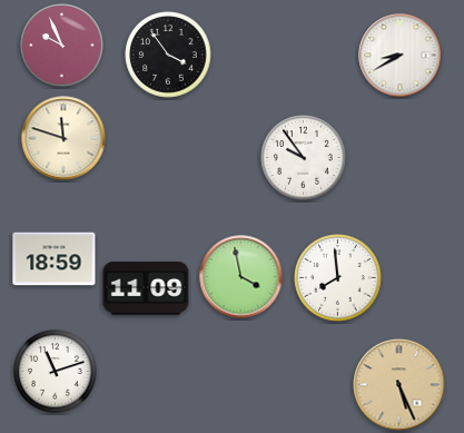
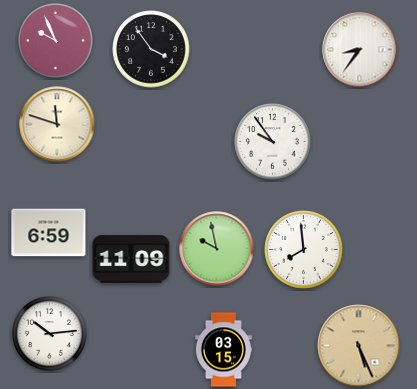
clock at (401, 56): 8:40 -> 8:36
clock at (55, 259): 18:59 -> 6:59
clock at (241, 277): 3:58 -> 9:58
clock at (56, 372): 11:12 -> 10:14
clock at (223, 350): none -> 03:15
